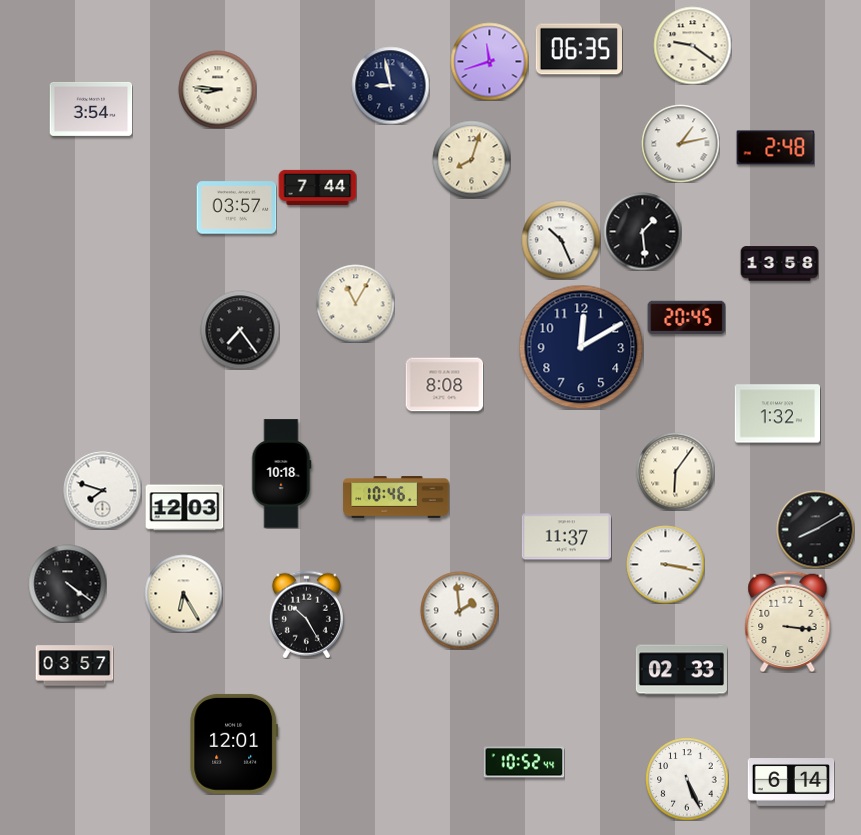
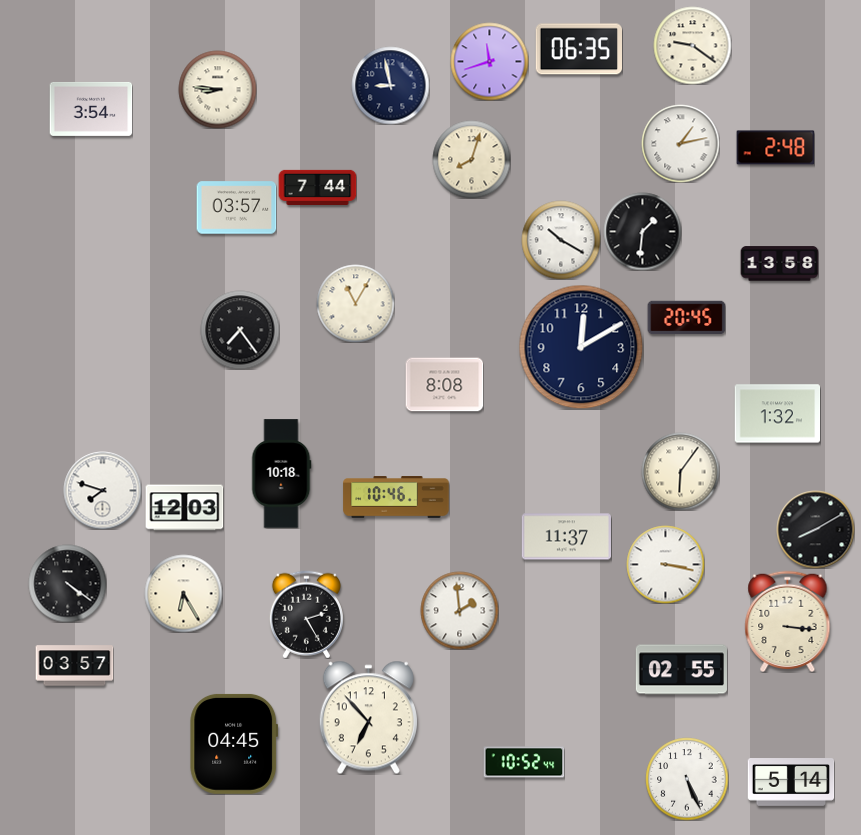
clock at (642, 231): 1:29 -> 1:31
clock at (561, 240): 10:26 -> 10:20
clock at (675, 471) position: (675, 471) -> (680, 471)
clock at (306, 614): 10:25 -> 2:25
clock at (681, 670): 02:33 -> 02:55
clock at (368, 717): none -> 6:53
clock at (234, 744): 12:01 -> 04:45
clock at (791, 783): 6:14 -> 5:14
